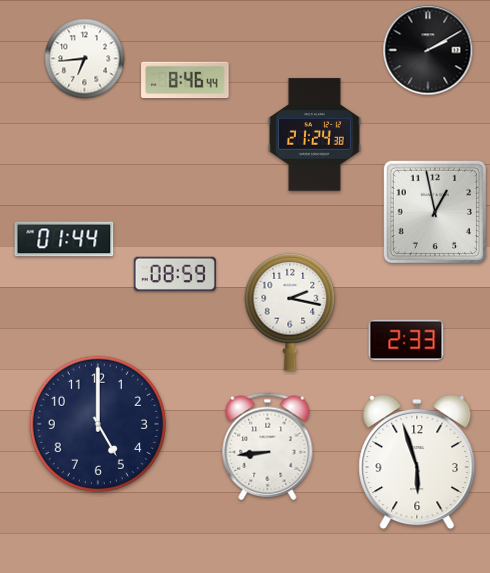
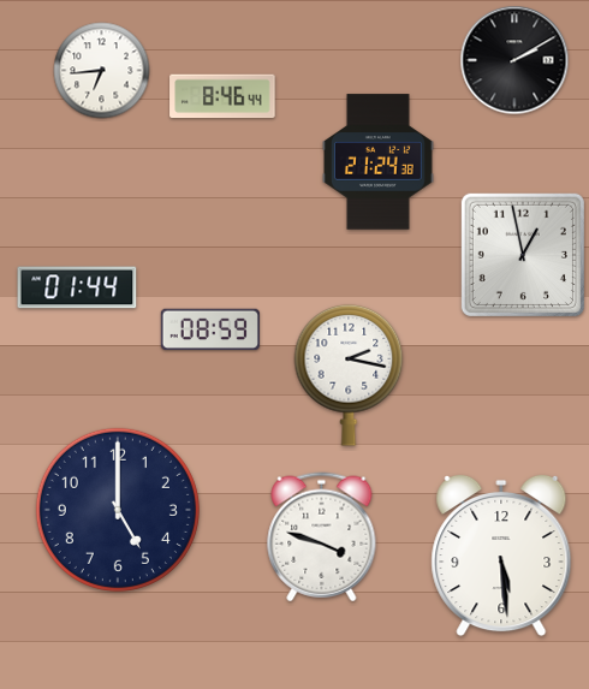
clock at (406, 340): 2:33 -> none
clock at (268, 447): 8:44 -> 3:48
clock at (417, 462): 5:57 -> 5:29
